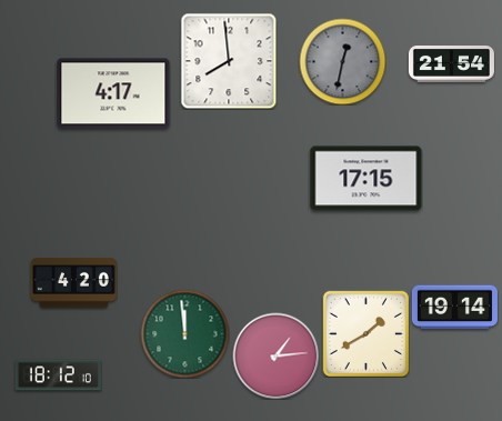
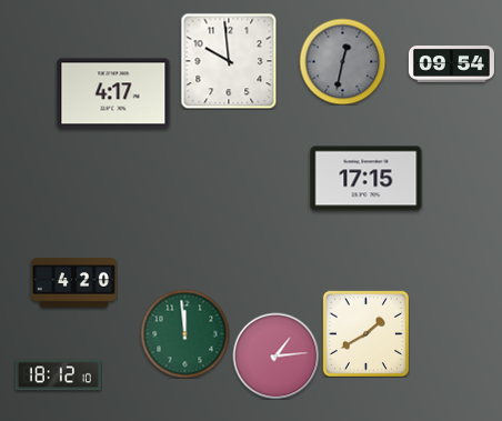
clock at (229, 61): 7:59 -> 9:59
clock at (451, 64): 21:54 -> 09:54
clock at (454, 308): 19:14 -> none
